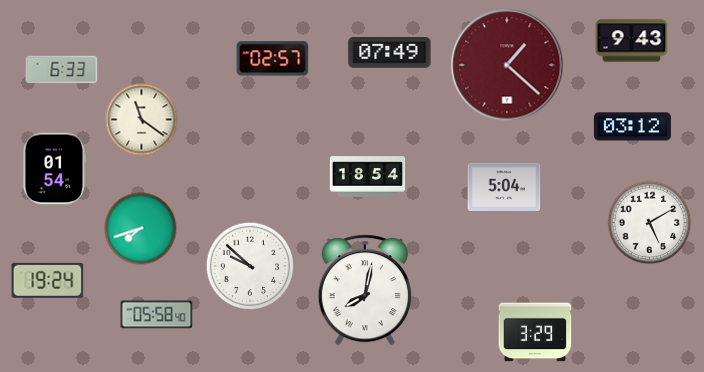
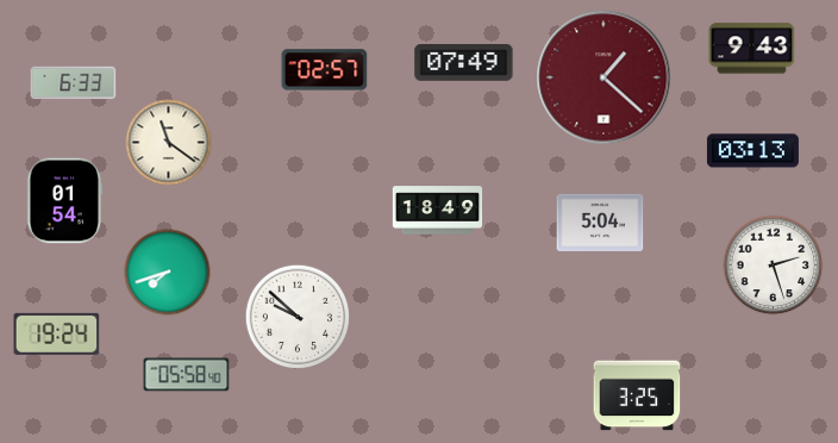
clock at (632, 127): 03:12 -> 03:13
clock at (368, 177): 18:54 -> 18:49
clock at (650, 223): 5:10 -> 2:27
clock at (365, 290): 8:02 -> none
clock at (535, 332): 3:29 -> 3:25
